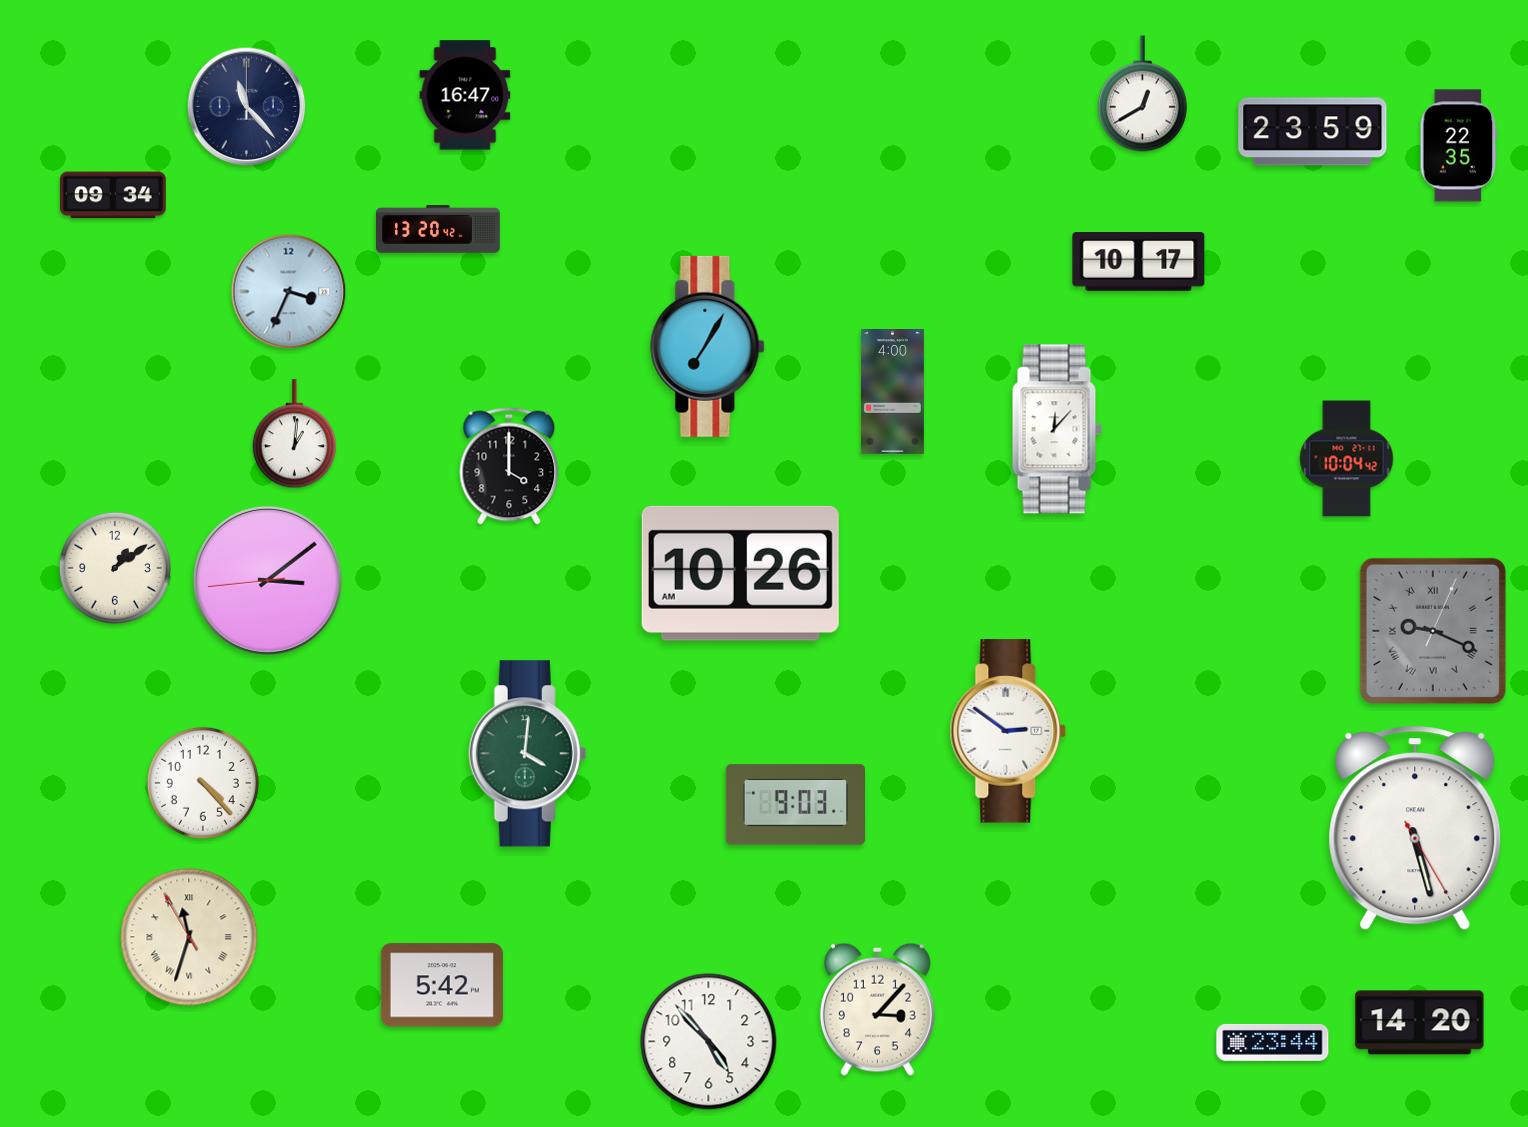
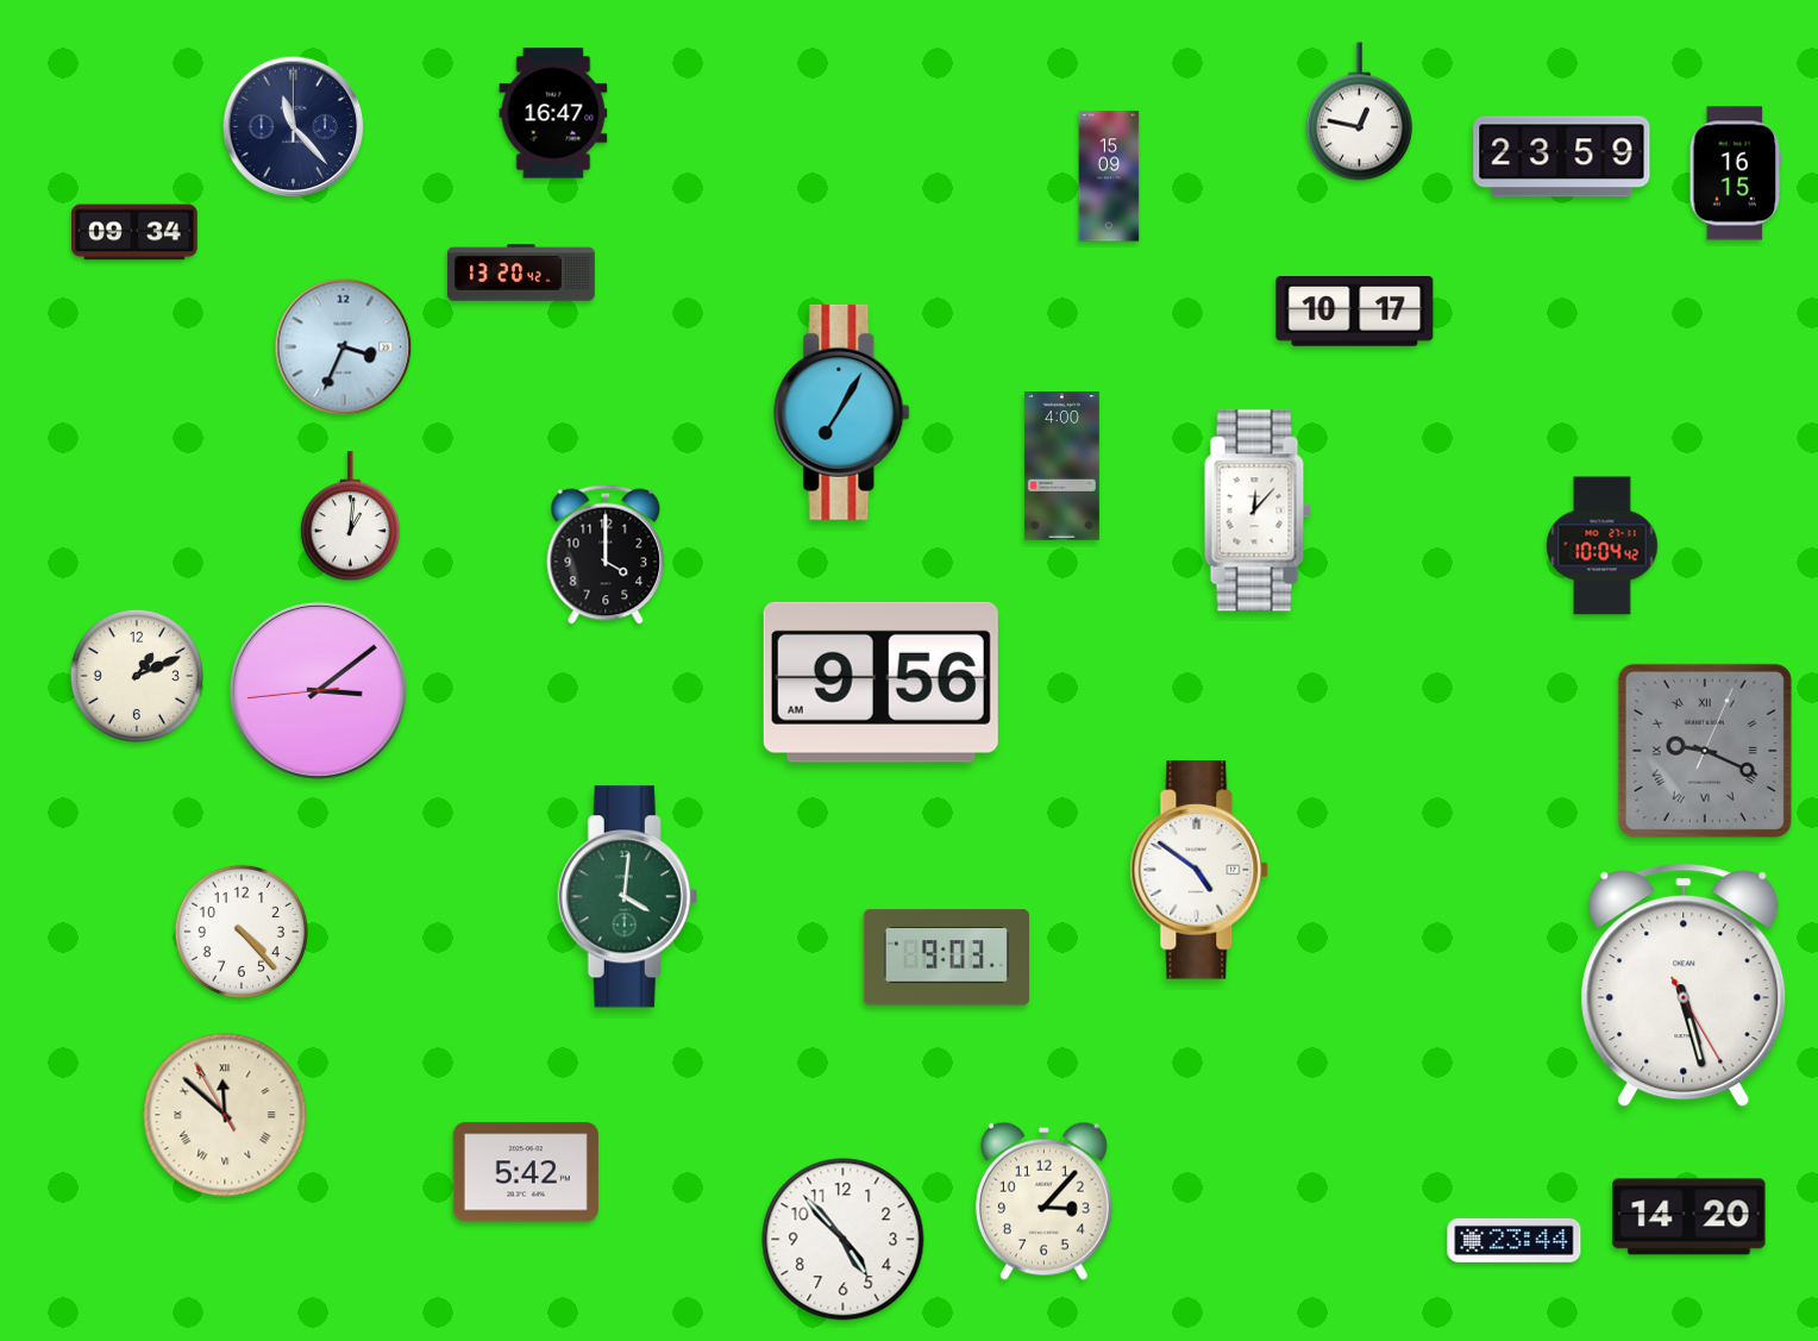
clock at (1142, 94): 12:40 -> 12:47
clock at (1459, 146): 22:35 -> 16:15
clock at (1109, 176): none -> 15:09
clock at (115, 568): 1:09 -> 1:11
clock at (740, 573): 10:26 -> 9:56
clock at (1008, 731): 2:51 -> 4:51
clock at (189, 937): 11:32 -> 11:51
